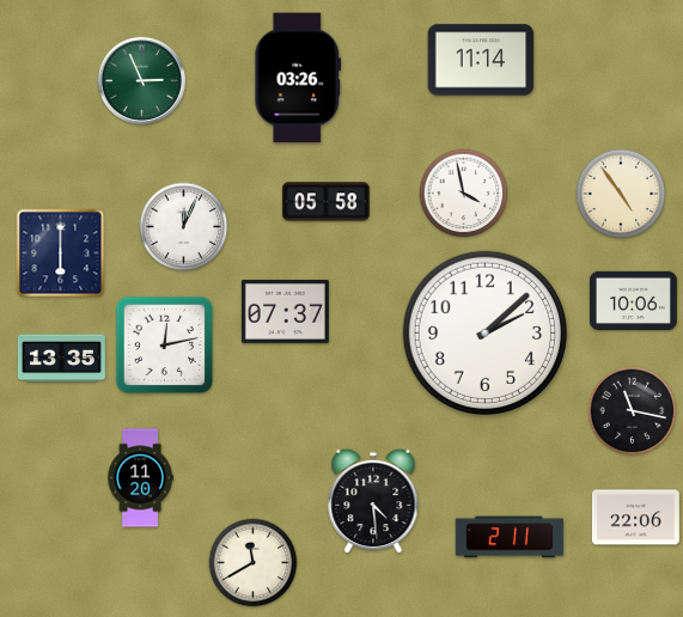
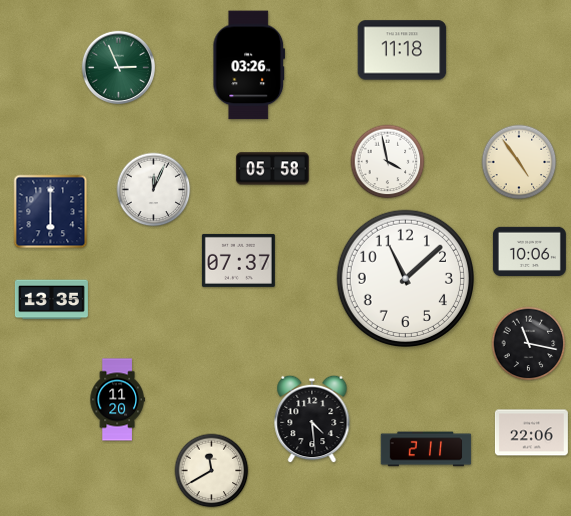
clock at (481, 60): 11:14 -> 11:18
clock at (484, 332): 2:08 -> 11:08
clock at (165, 346): 12:13 -> none
